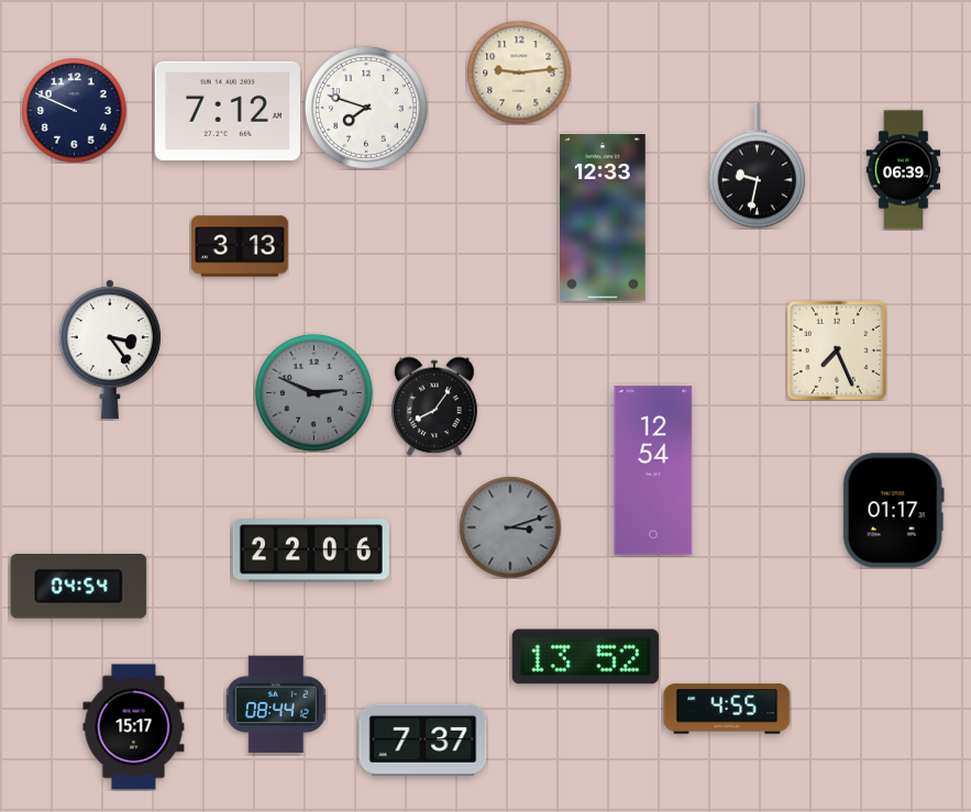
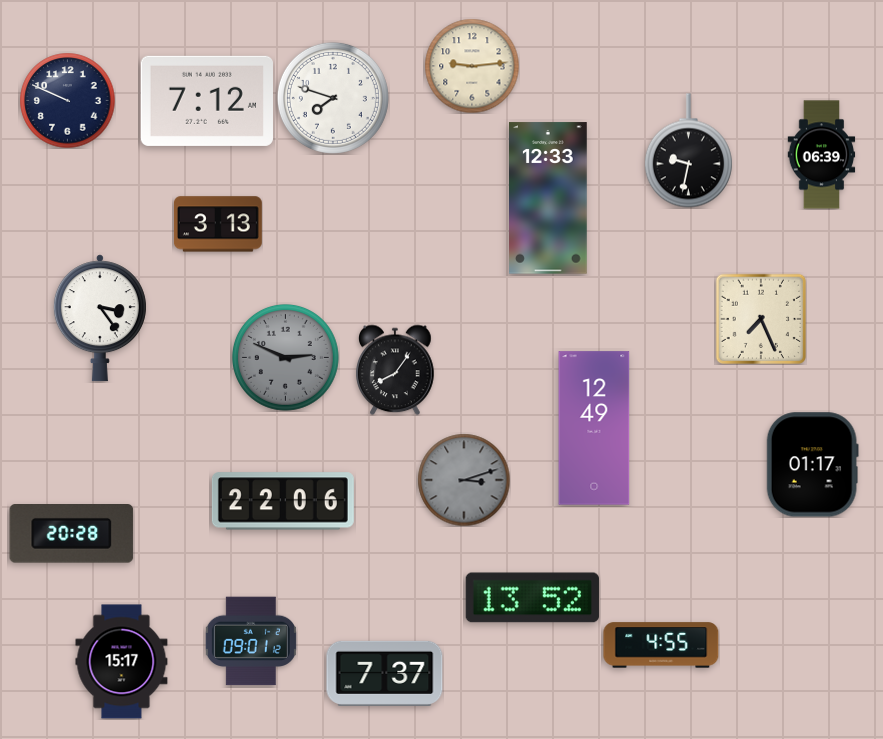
clock at (653, 470): 12:54 -> 12:49
clock at (79, 587): 04:54 -> 20:28
clock at (276, 704): 08:44 -> 09:01
